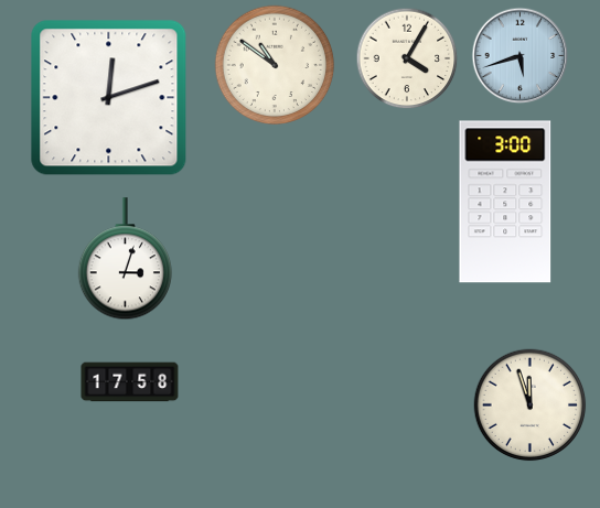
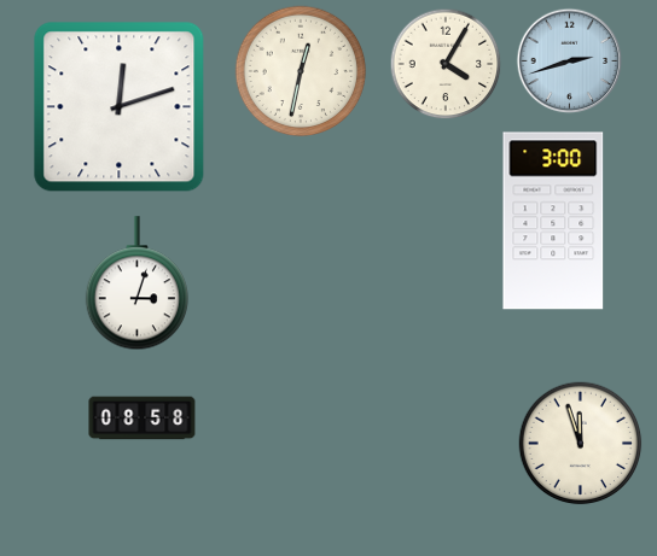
clock at (521, 56): 5:42 -> 2:42
clock at (275, 65): 10:51 -> 12:32
clock at (130, 382): 17:58 -> 08:58
